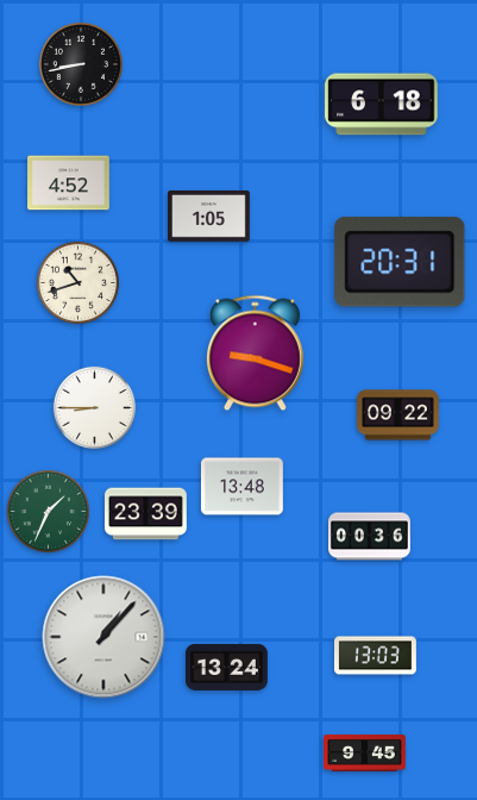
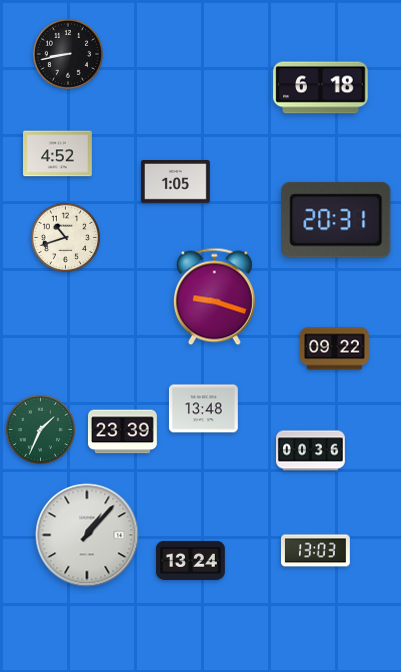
clock at (94, 407): 8:45 -> none
clock at (365, 754): 9:45 -> none
